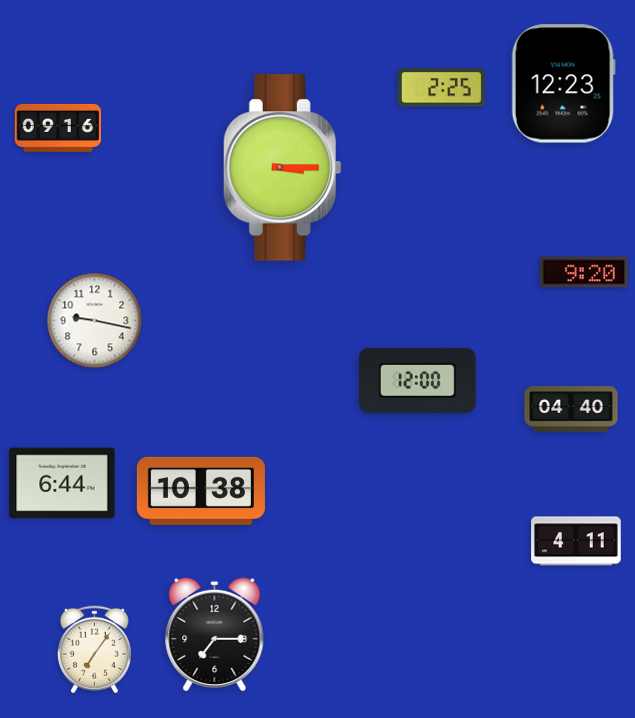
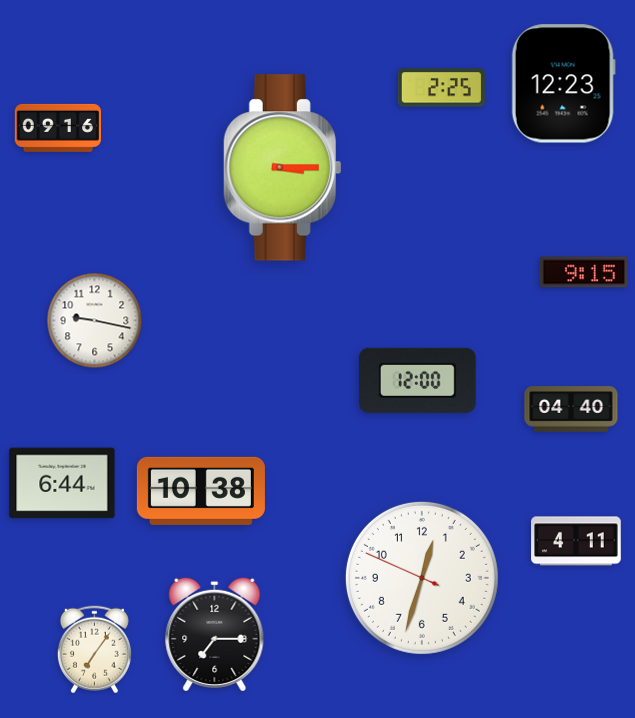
clock at (584, 272): 9:20 -> 9:15
clock at (422, 578): none -> 12:32
